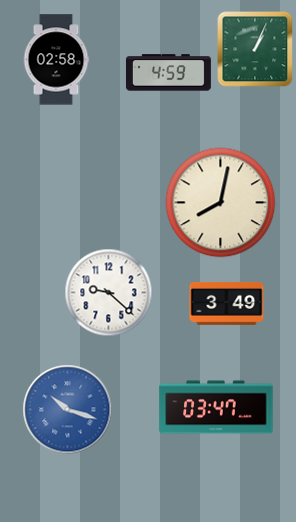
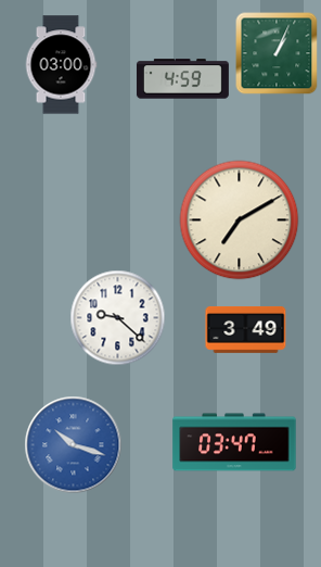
clock at (56, 60): 02:58 -> 03:00
clock at (221, 203): 8:02 -> 7:10
